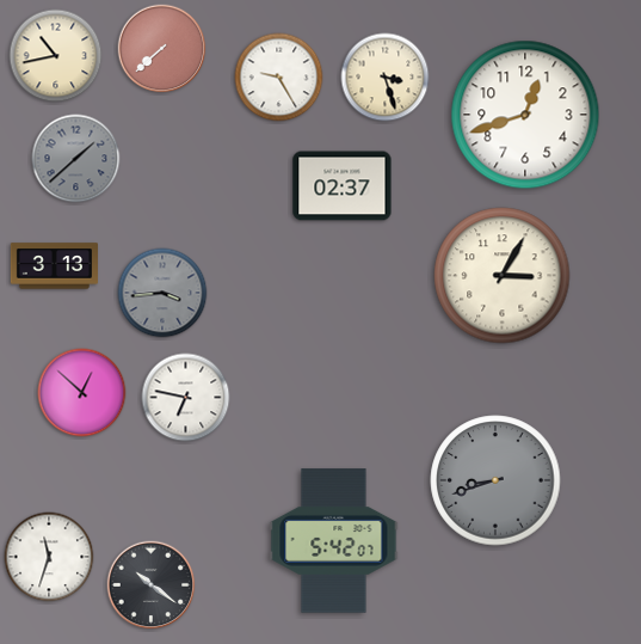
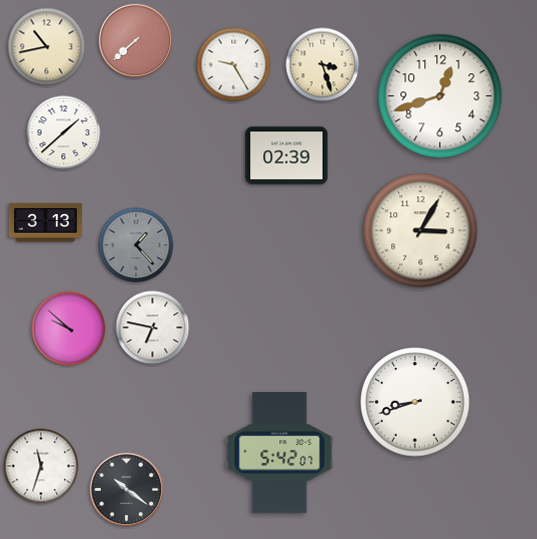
clock at (76, 159) dial: grey -> white
clock at (343, 186): 02:37 -> 02:39
clock at (162, 293): 3:44 -> 1:23
clock at (82, 393): 12:52 -> 9:52
clock at (186, 398) position: (186, 398) -> (153, 328)
clock at (495, 480) dial: grey -> white
